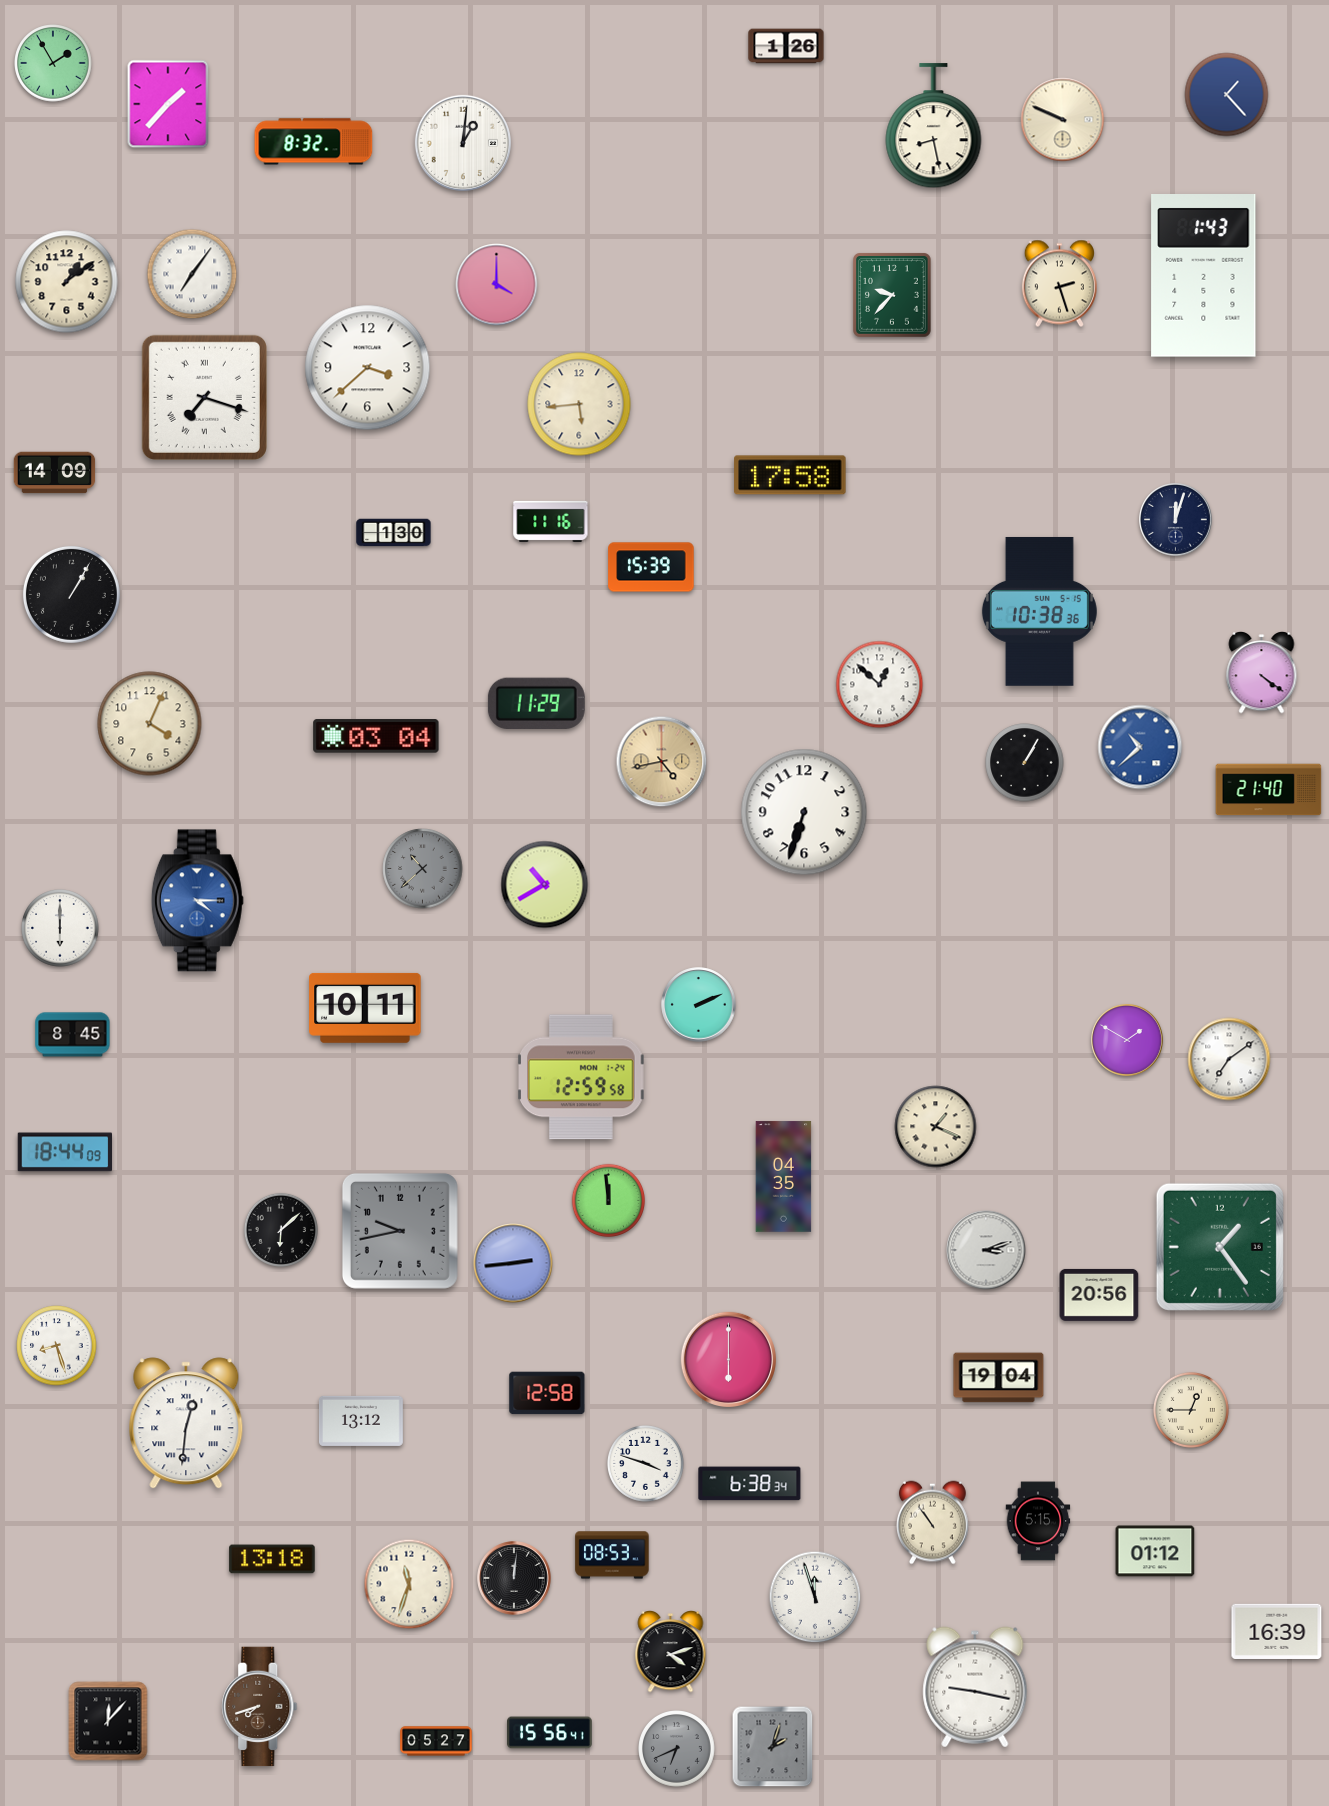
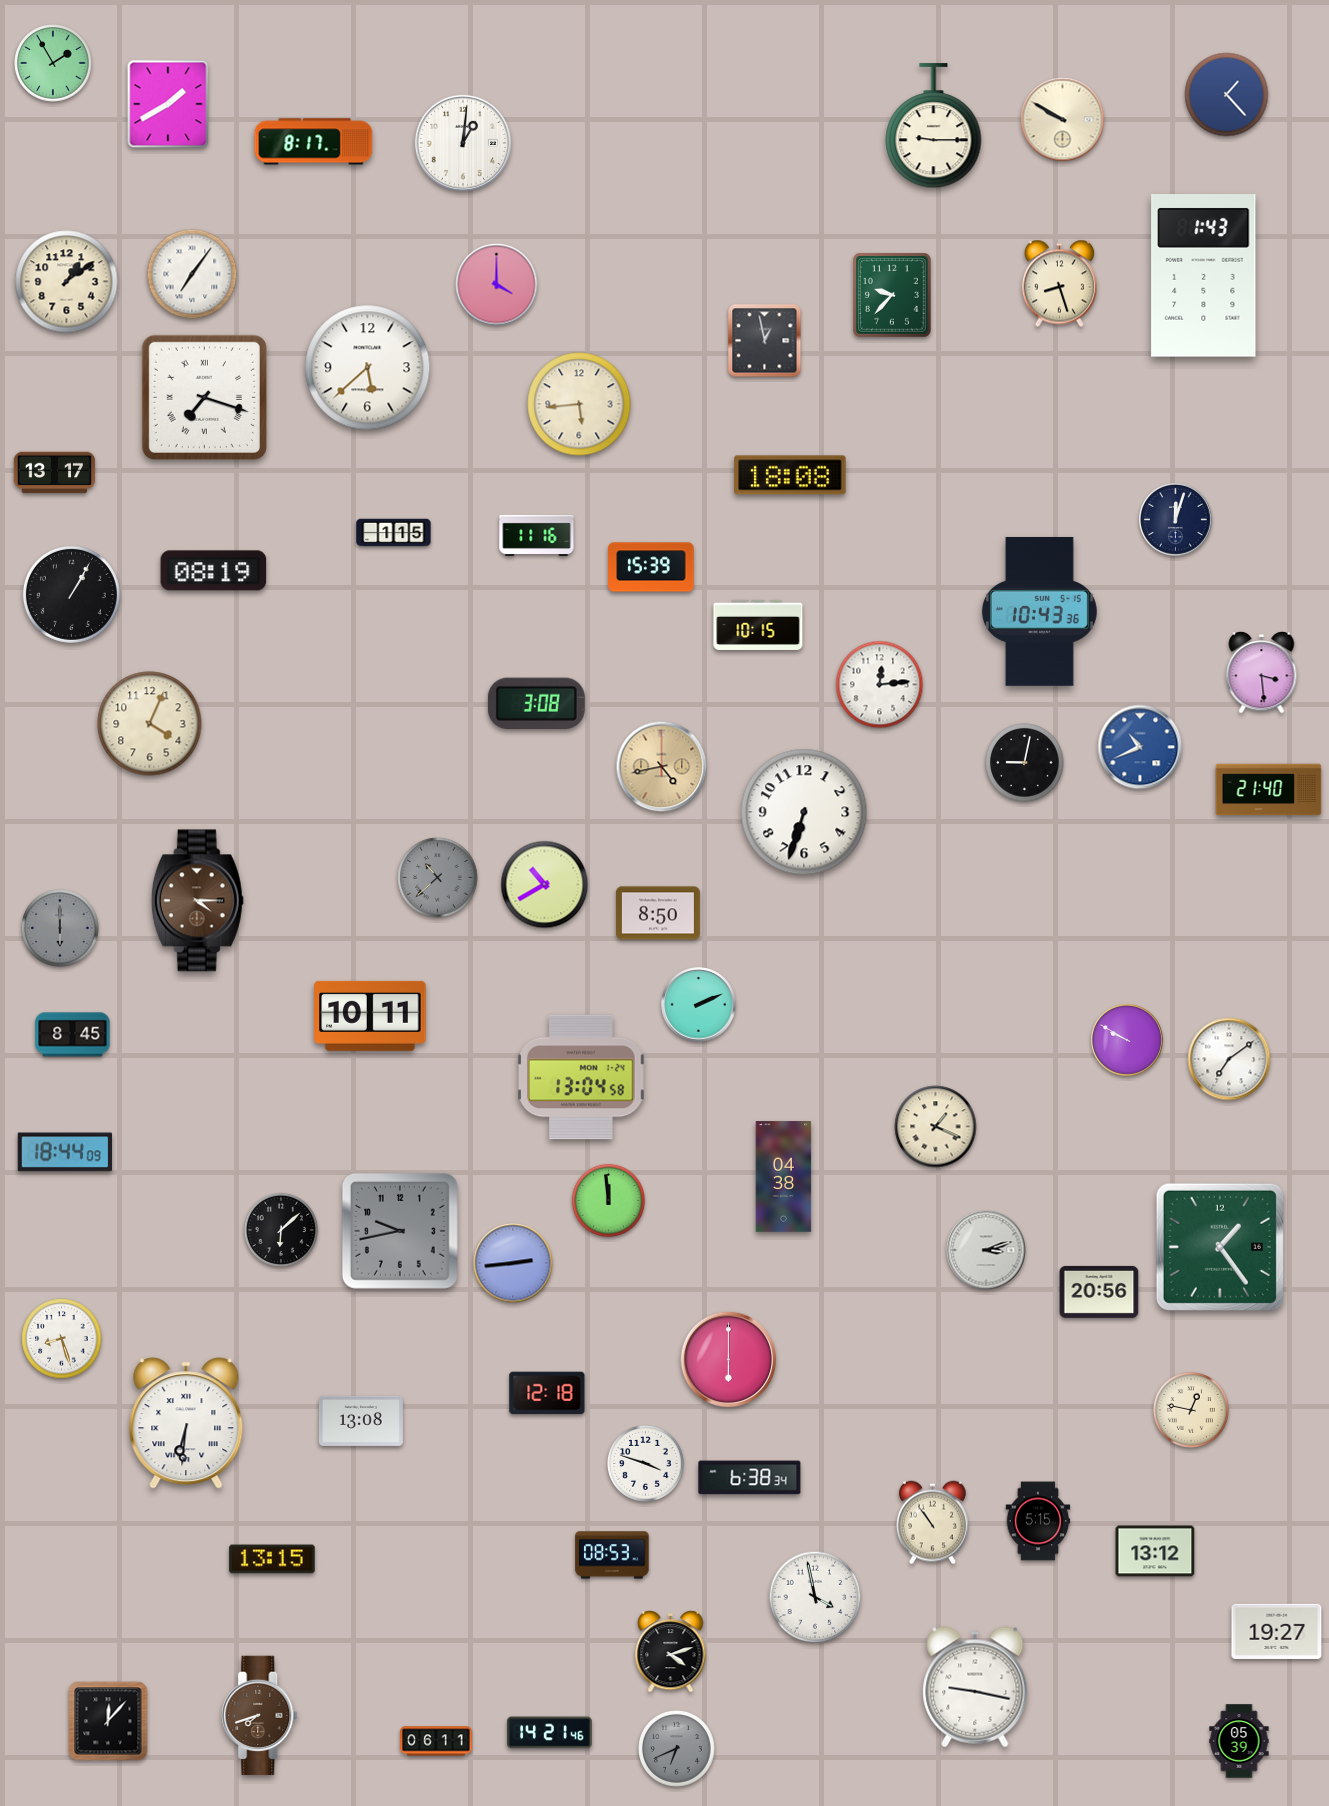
clock at (786, 46): 1:26 -> none
clock at (168, 104): 1:37 -> 1:40
clock at (1063, 120): 9:49 -> 9:50
clock at (934, 126): 8:28 -> 9:15
clock at (314, 142): 8:32 -> 8:17
clock at (1059, 284): 2:27 -> 8:27
clock at (765, 341): none -> 12:58
clock at (368, 368): 3:38 -> 5:38
clock at (55, 473): 14:09 -> 13:17
clock at (790, 475): 17:58 -> 18:08
clock at (551, 521) position: (551, 521) -> (537, 535)
clock at (394, 533): 1:30 -> 1:15
clock at (214, 571): none -> 08:19
clock at (1039, 611): 10:38 -> 10:43
clock at (758, 625): none -> 10:15
clock at (1262, 673): 4:21 -> 3:29
clock at (880, 685): 12:52 -> 12:14
clock at (536, 703): 11:29 -> 3:08
clock at (376, 736): 03:04 -> none
clock at (1140, 747): 10:38 -> 10:41
clock at (662, 762) position: (662, 762) -> (662, 767)
clock at (1025, 763): 1:05 -> 9:02
clock at (423, 869) position: (423, 869) -> (438, 878)
clock at (197, 901) dial: blue -> brown
clock at (658, 913): none -> 8:50
clock at (60, 928) dial: white -> grey
clock at (365, 1008) position: (365, 1008) -> (370, 1016)
clock at (1128, 1041): 1:50 -> 9:50
clock at (582, 1077): 12:59 -> 13:04
clock at (784, 1177): 04:35 -> 04:38
clock at (1099, 1295) position: (1099, 1295) -> (1099, 1292)
clock at (57, 1346) position: (57, 1346) -> (62, 1339)
clock at (999, 1378): 19:04 -> none
clock at (547, 1393): 12:58 -> 12:18
clock at (1191, 1410): 12:45 -> 12:47
clock at (361, 1421): 13:12 -> 13:08
clock at (186, 1423): 12:31 -> 6:31
clock at (750, 1484) position: (750, 1484) -> (750, 1478)
clock at (1155, 1551): 01:12 -> 13:12
clock at (272, 1559): 13:18 -> 13:15
clock at (514, 1578): 12:01 -> none
clock at (409, 1584): 11:33 -> none
clock at (815, 1597): 11:57 -> 3:58
clock at (1277, 1631): 16:39 -> 19:27
clock at (260, 1707) position: (260, 1707) -> (260, 1716)
clock at (550, 1733): 15:56 -> 14:21
clock at (436, 1741): 05:27 -> 06:11
clock at (1239, 1741): none -> 05:39
clock at (773, 1747): 2:03 -> none
